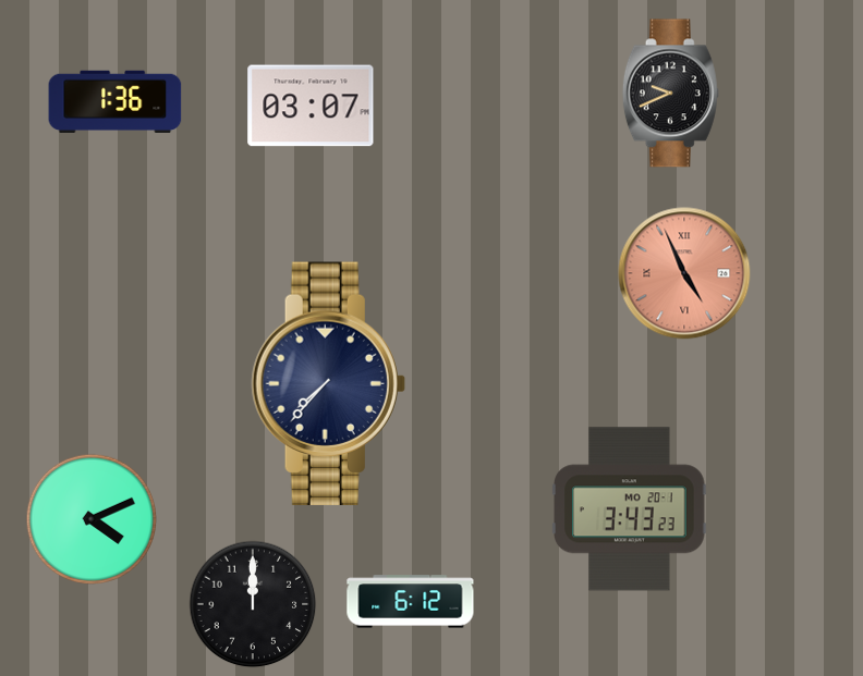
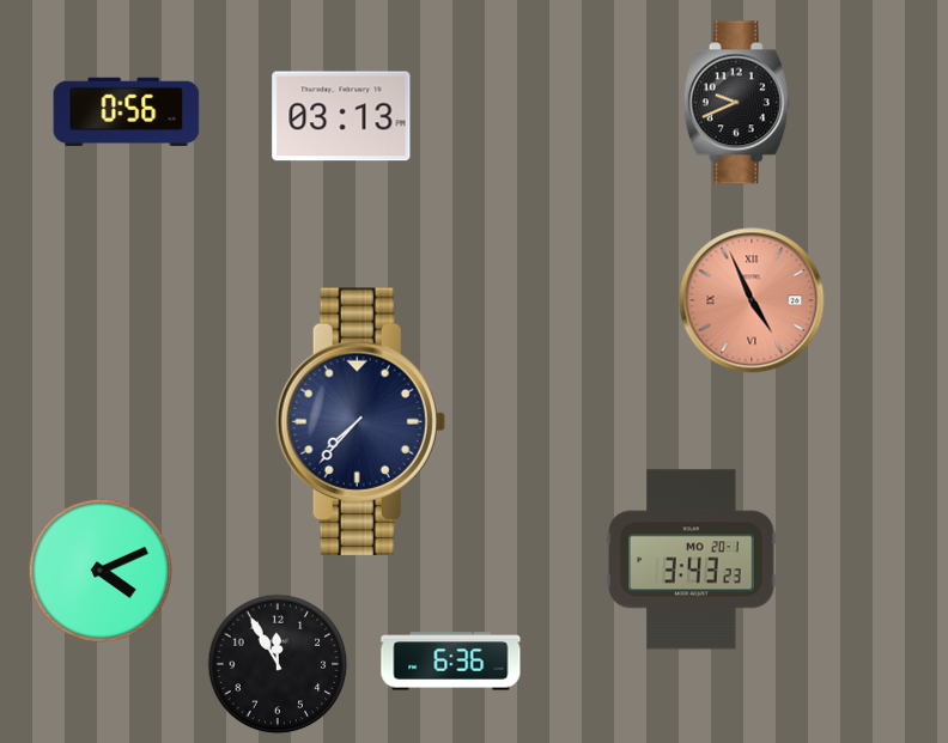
clock at (116, 101): 1:36 -> 0:56
clock at (311, 106): 03:07 -> 03:13
clock at (411, 602): 6:12 -> 6:36
clock at (253, 604): 12:00 -> 11:55
